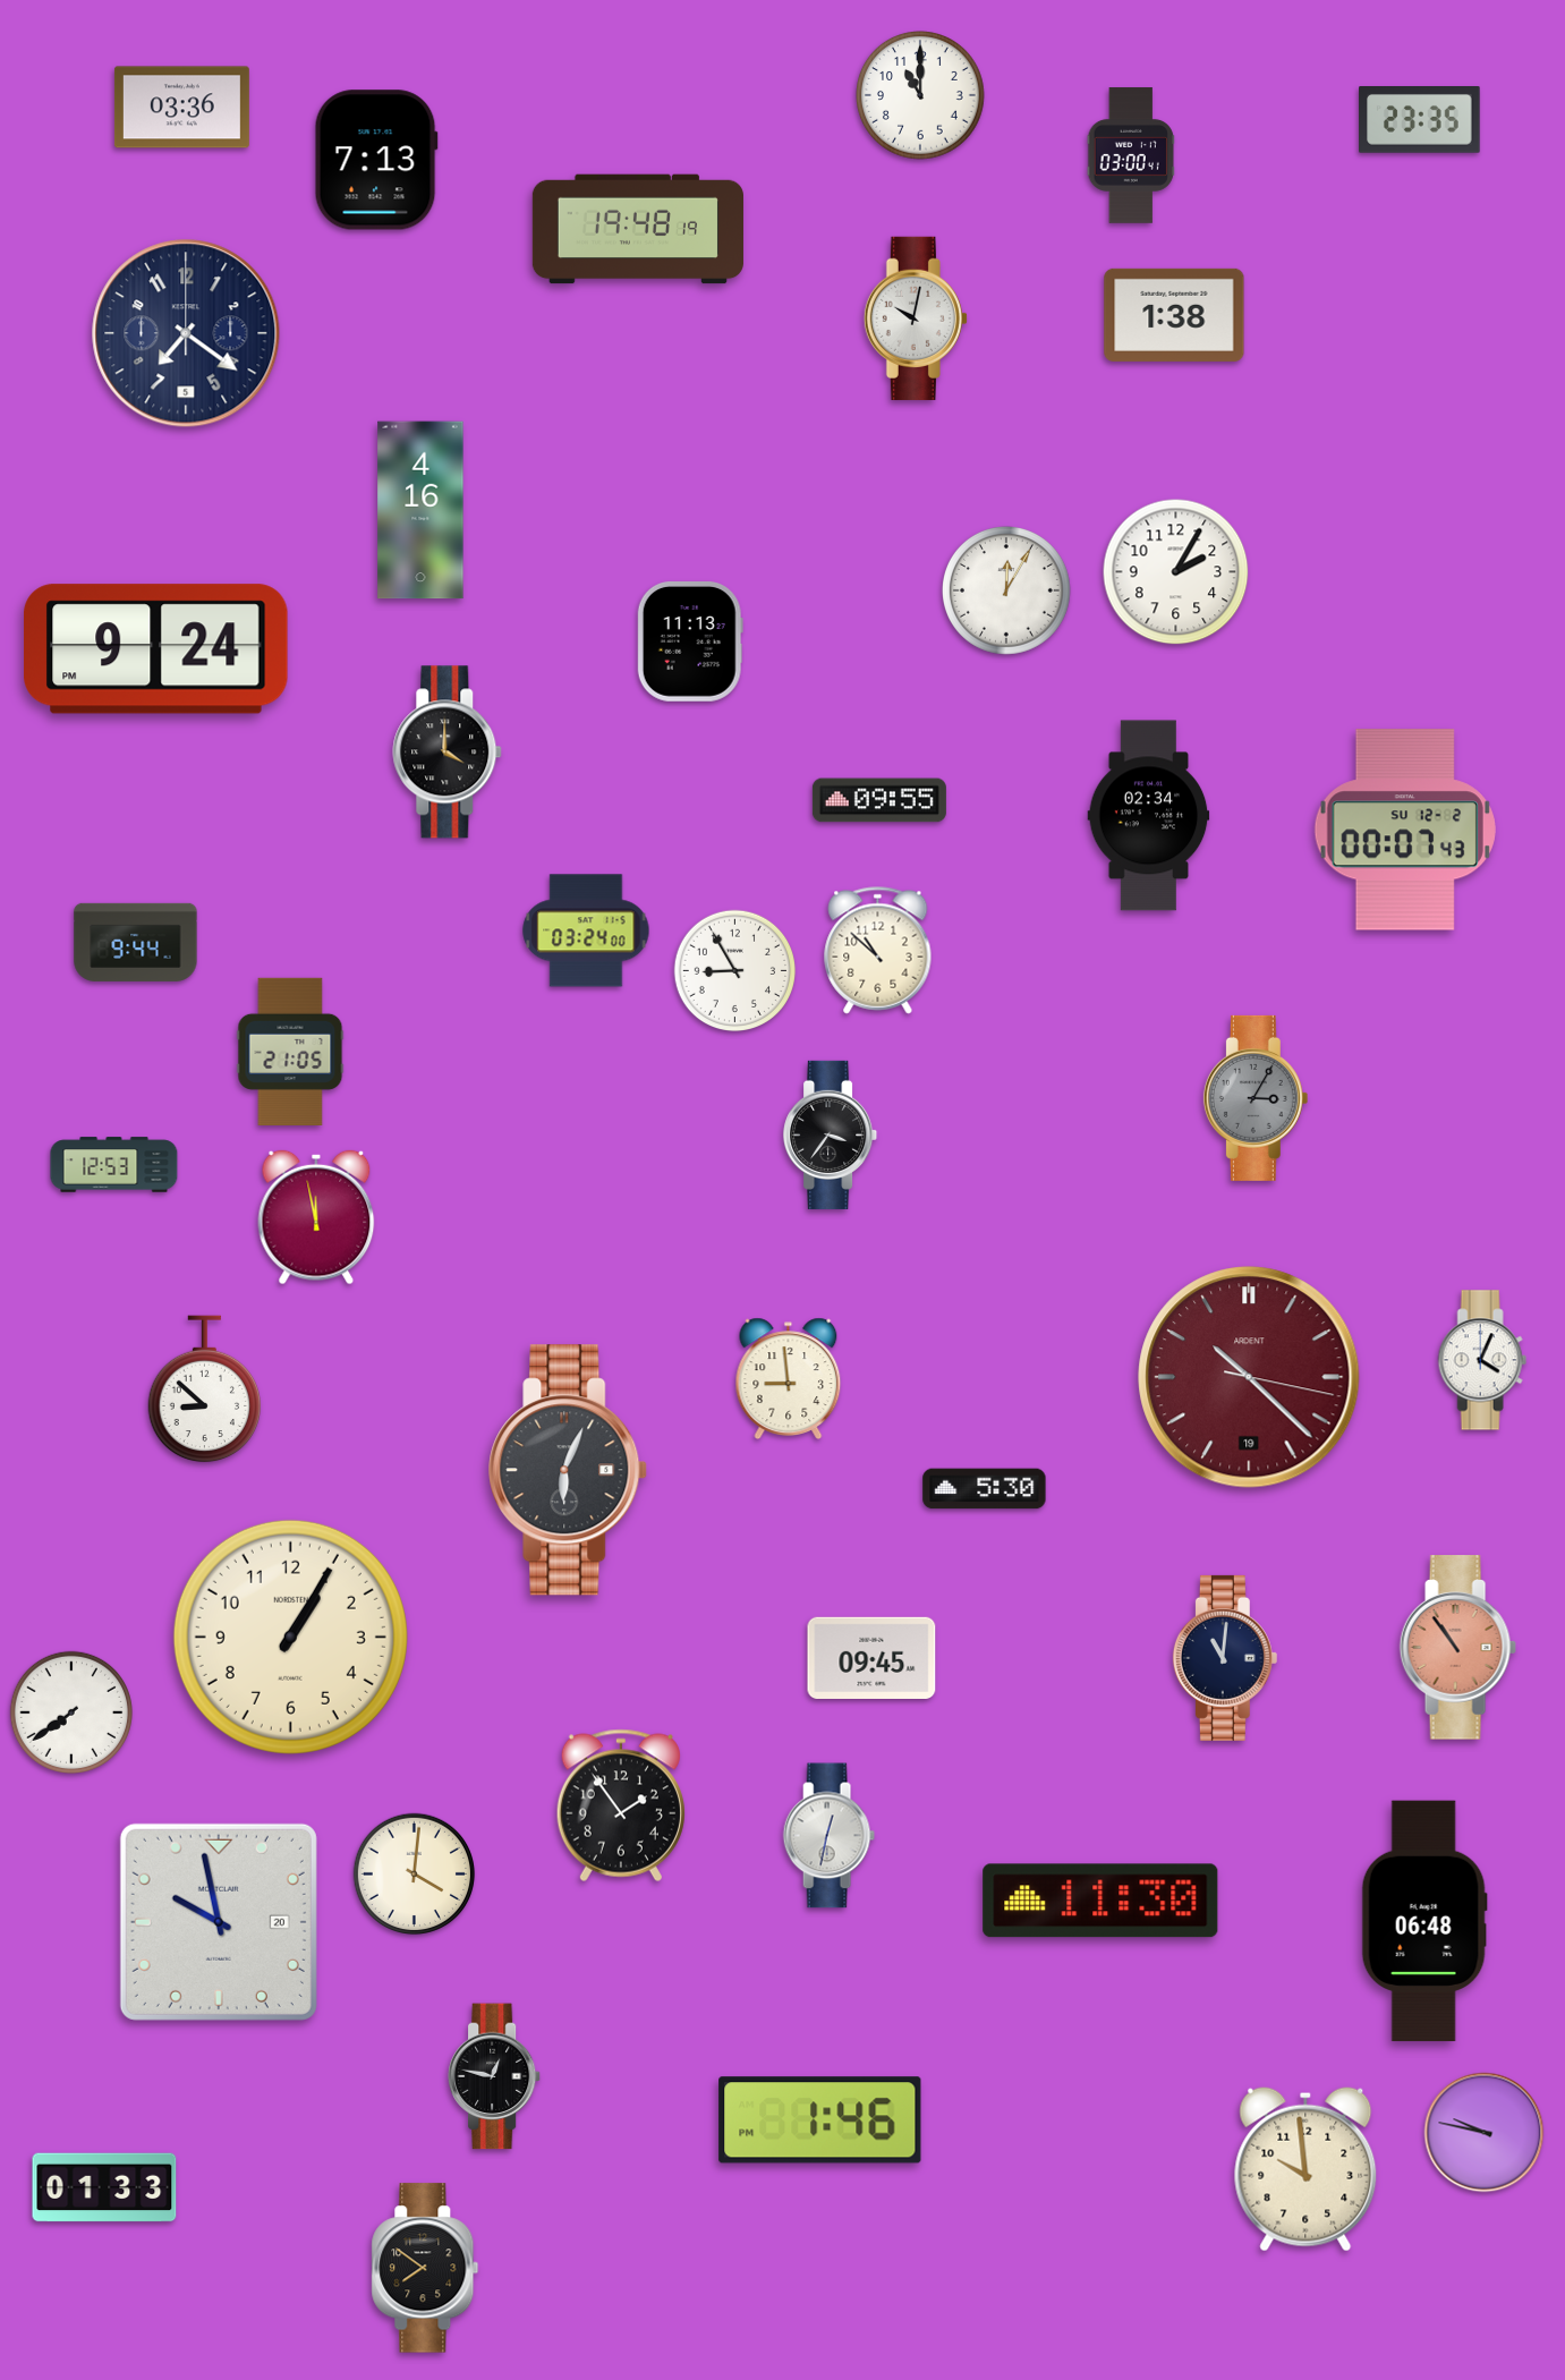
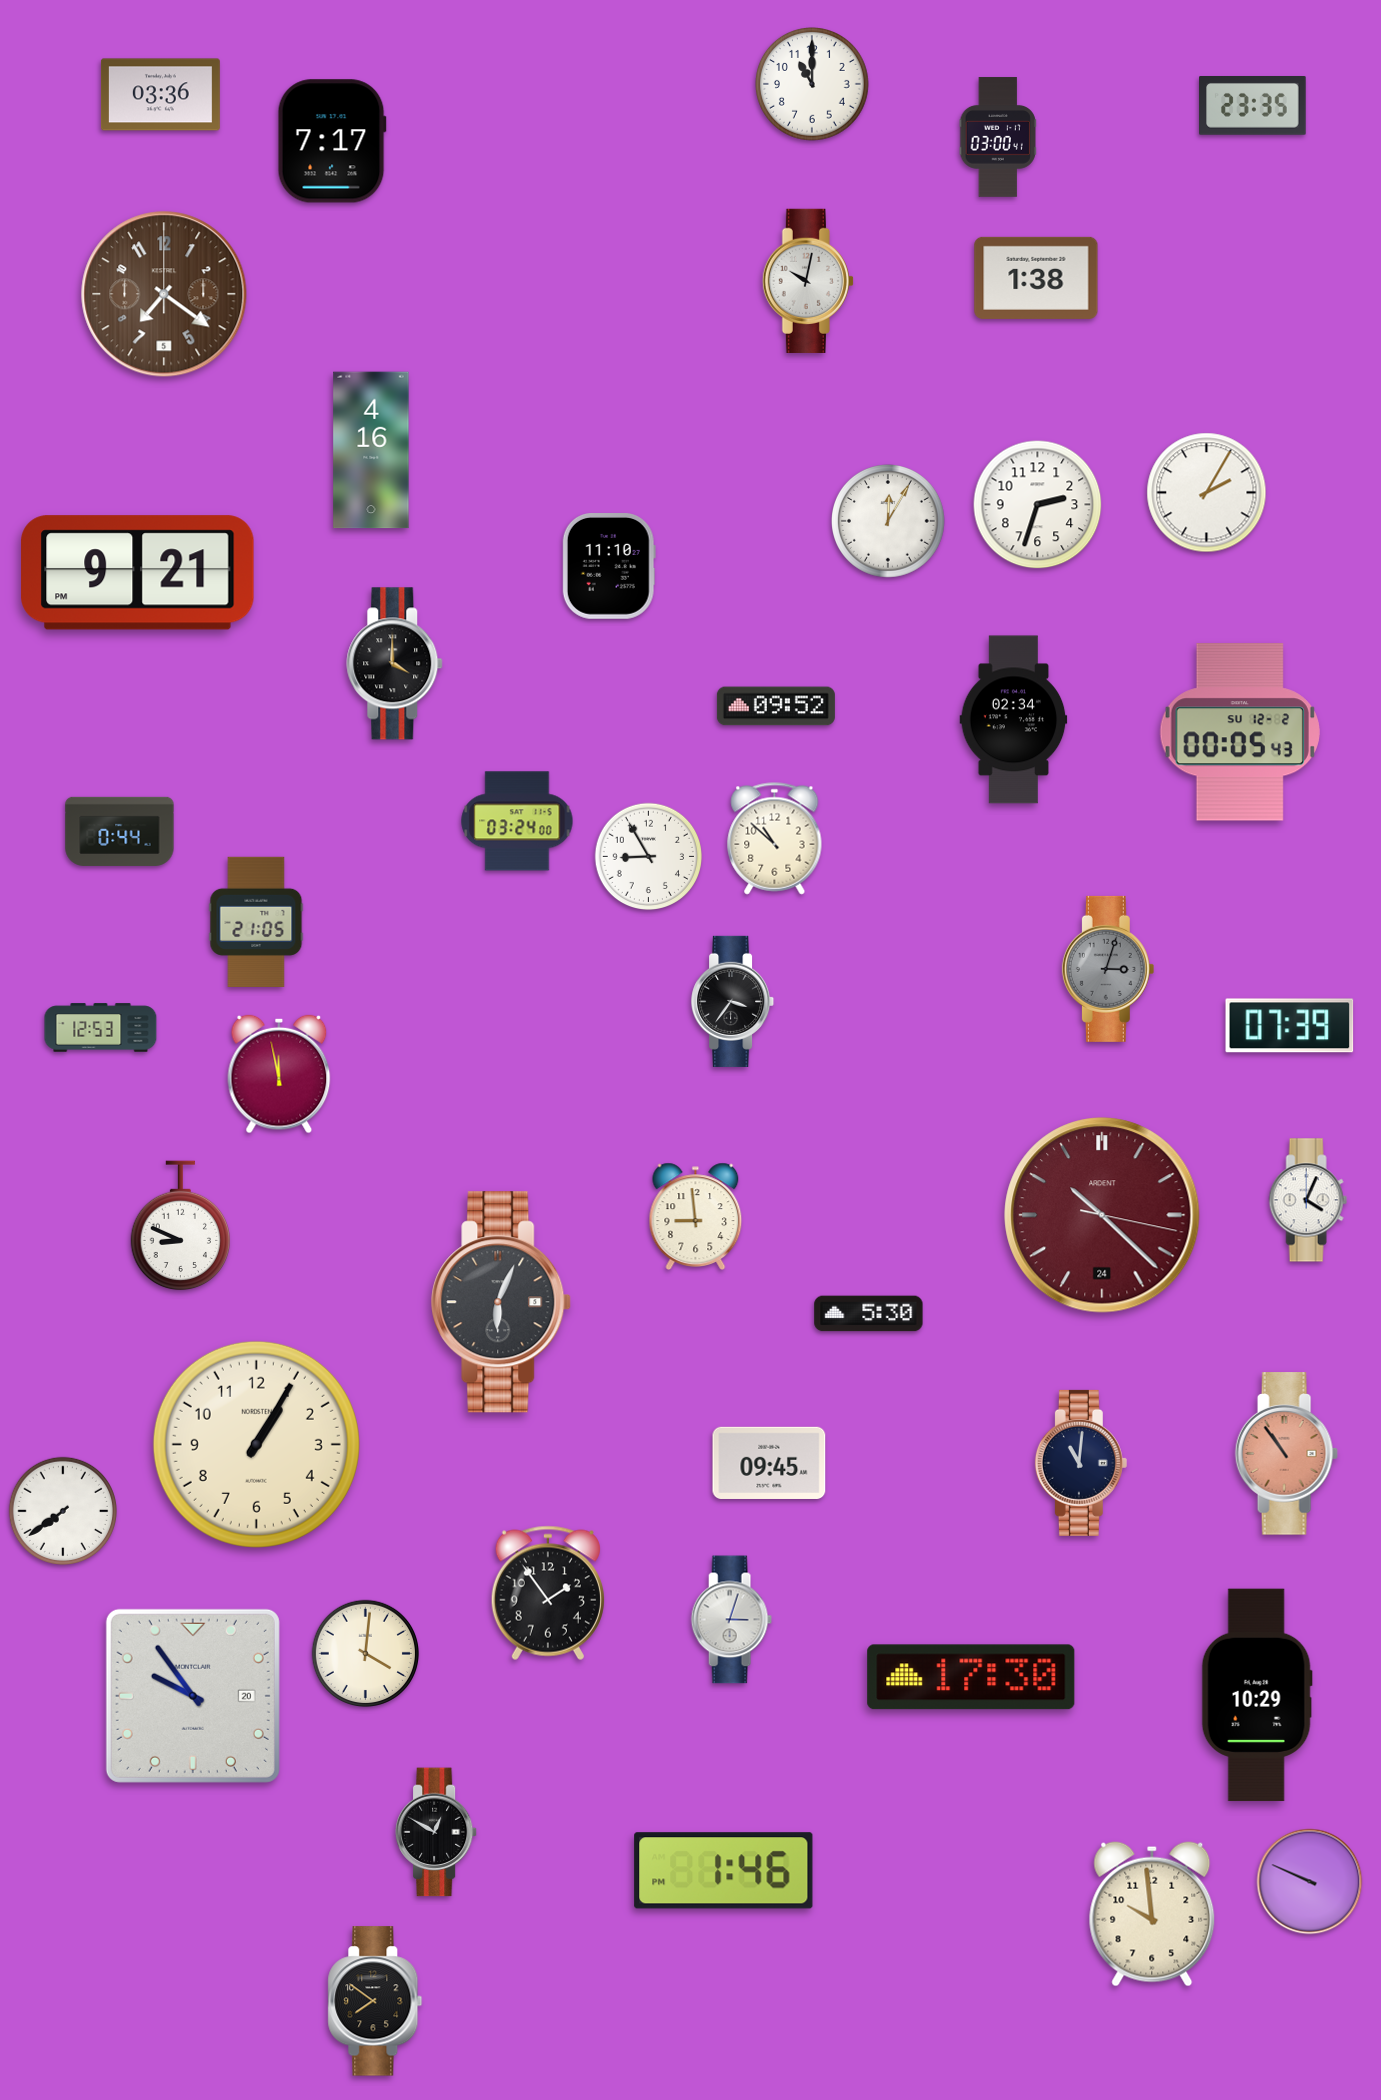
clock at (376, 160): 7:13 -> 7:17
clock at (638, 229): 19:48 -> none
clock at (186, 333) dial: navy -> brown
clock at (1207, 493): none -> 2:05
clock at (1176, 572): 2:05 -> 2:33
clock at (690, 643): 11:13 -> 11:10
clock at (156, 649): 9:24 -> 9:21
clock at (879, 800): 09:55 -> 09:52
clock at (1405, 830): 00:07 -> 00:05
clock at (136, 942): 9:44 -> 0:44
clock at (290, 1051) position: (290, 1051) -> (256, 921)
clock at (1256, 1098): 3:05 -> 3:03
clock at (1290, 1026): none -> 07:39
clock at (1249, 1377) date: 19 -> 24
clock at (205, 1389): 8:52 -> 8:49
clock at (569, 1470) position: (569, 1470) -> (502, 1302)
clock at (828, 1836): 12:32 -> 3:03
clock at (1100, 1901): 11:30 -> 17:30
clock at (1424, 1921): 06:48 -> 10:29
clock at (219, 1922): 9:58 -> 9:54
clock at (494, 2076): 12:47 -> 12:50
clock at (1485, 2133): 9:47 -> 9:49
clock at (104, 2187): 01:33 -> none
